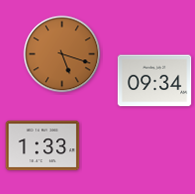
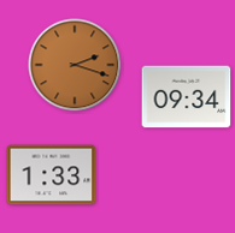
clock at (62, 54): 5:18 -> 2:18
